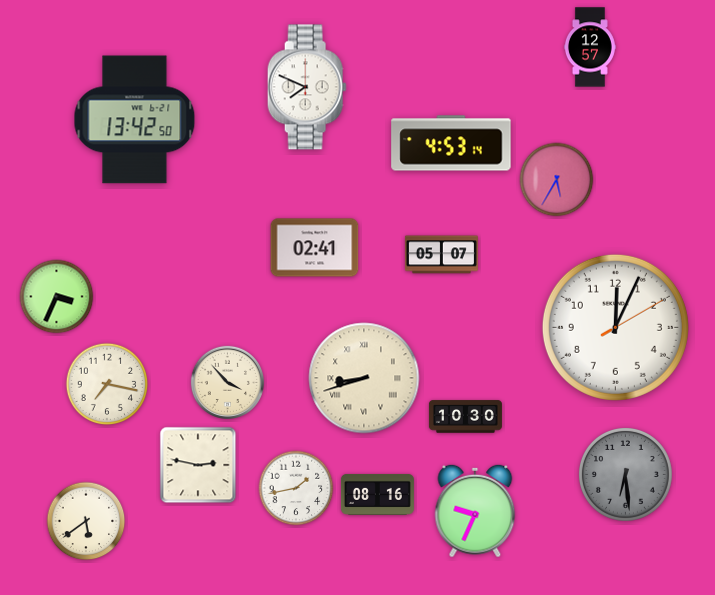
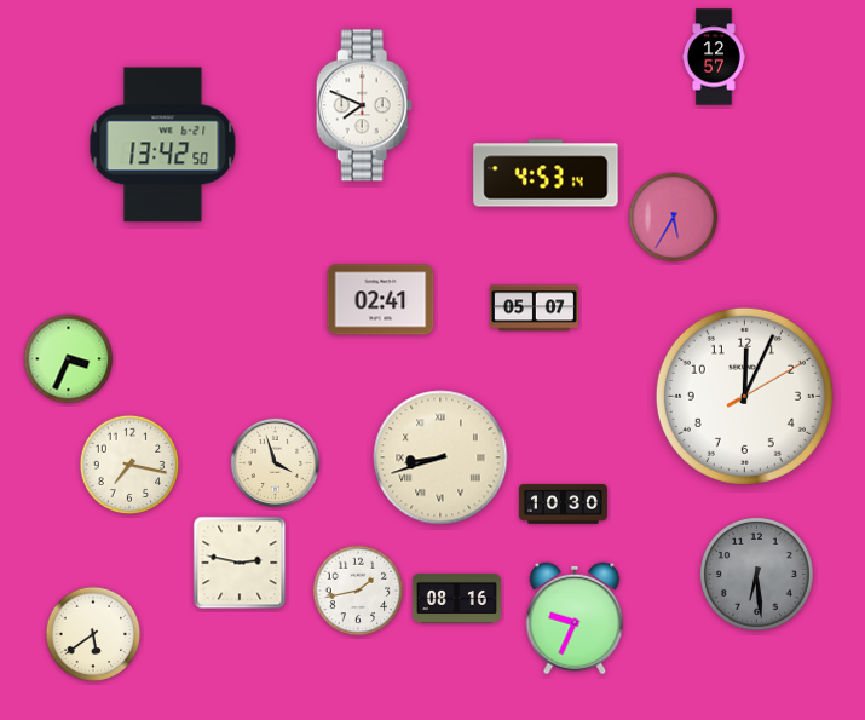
clock at (307, 87) position: (307, 87) -> (364, 105)
clock at (227, 382): 3:53 -> 3:57
clock at (86, 521) position: (86, 521) -> (93, 634)
